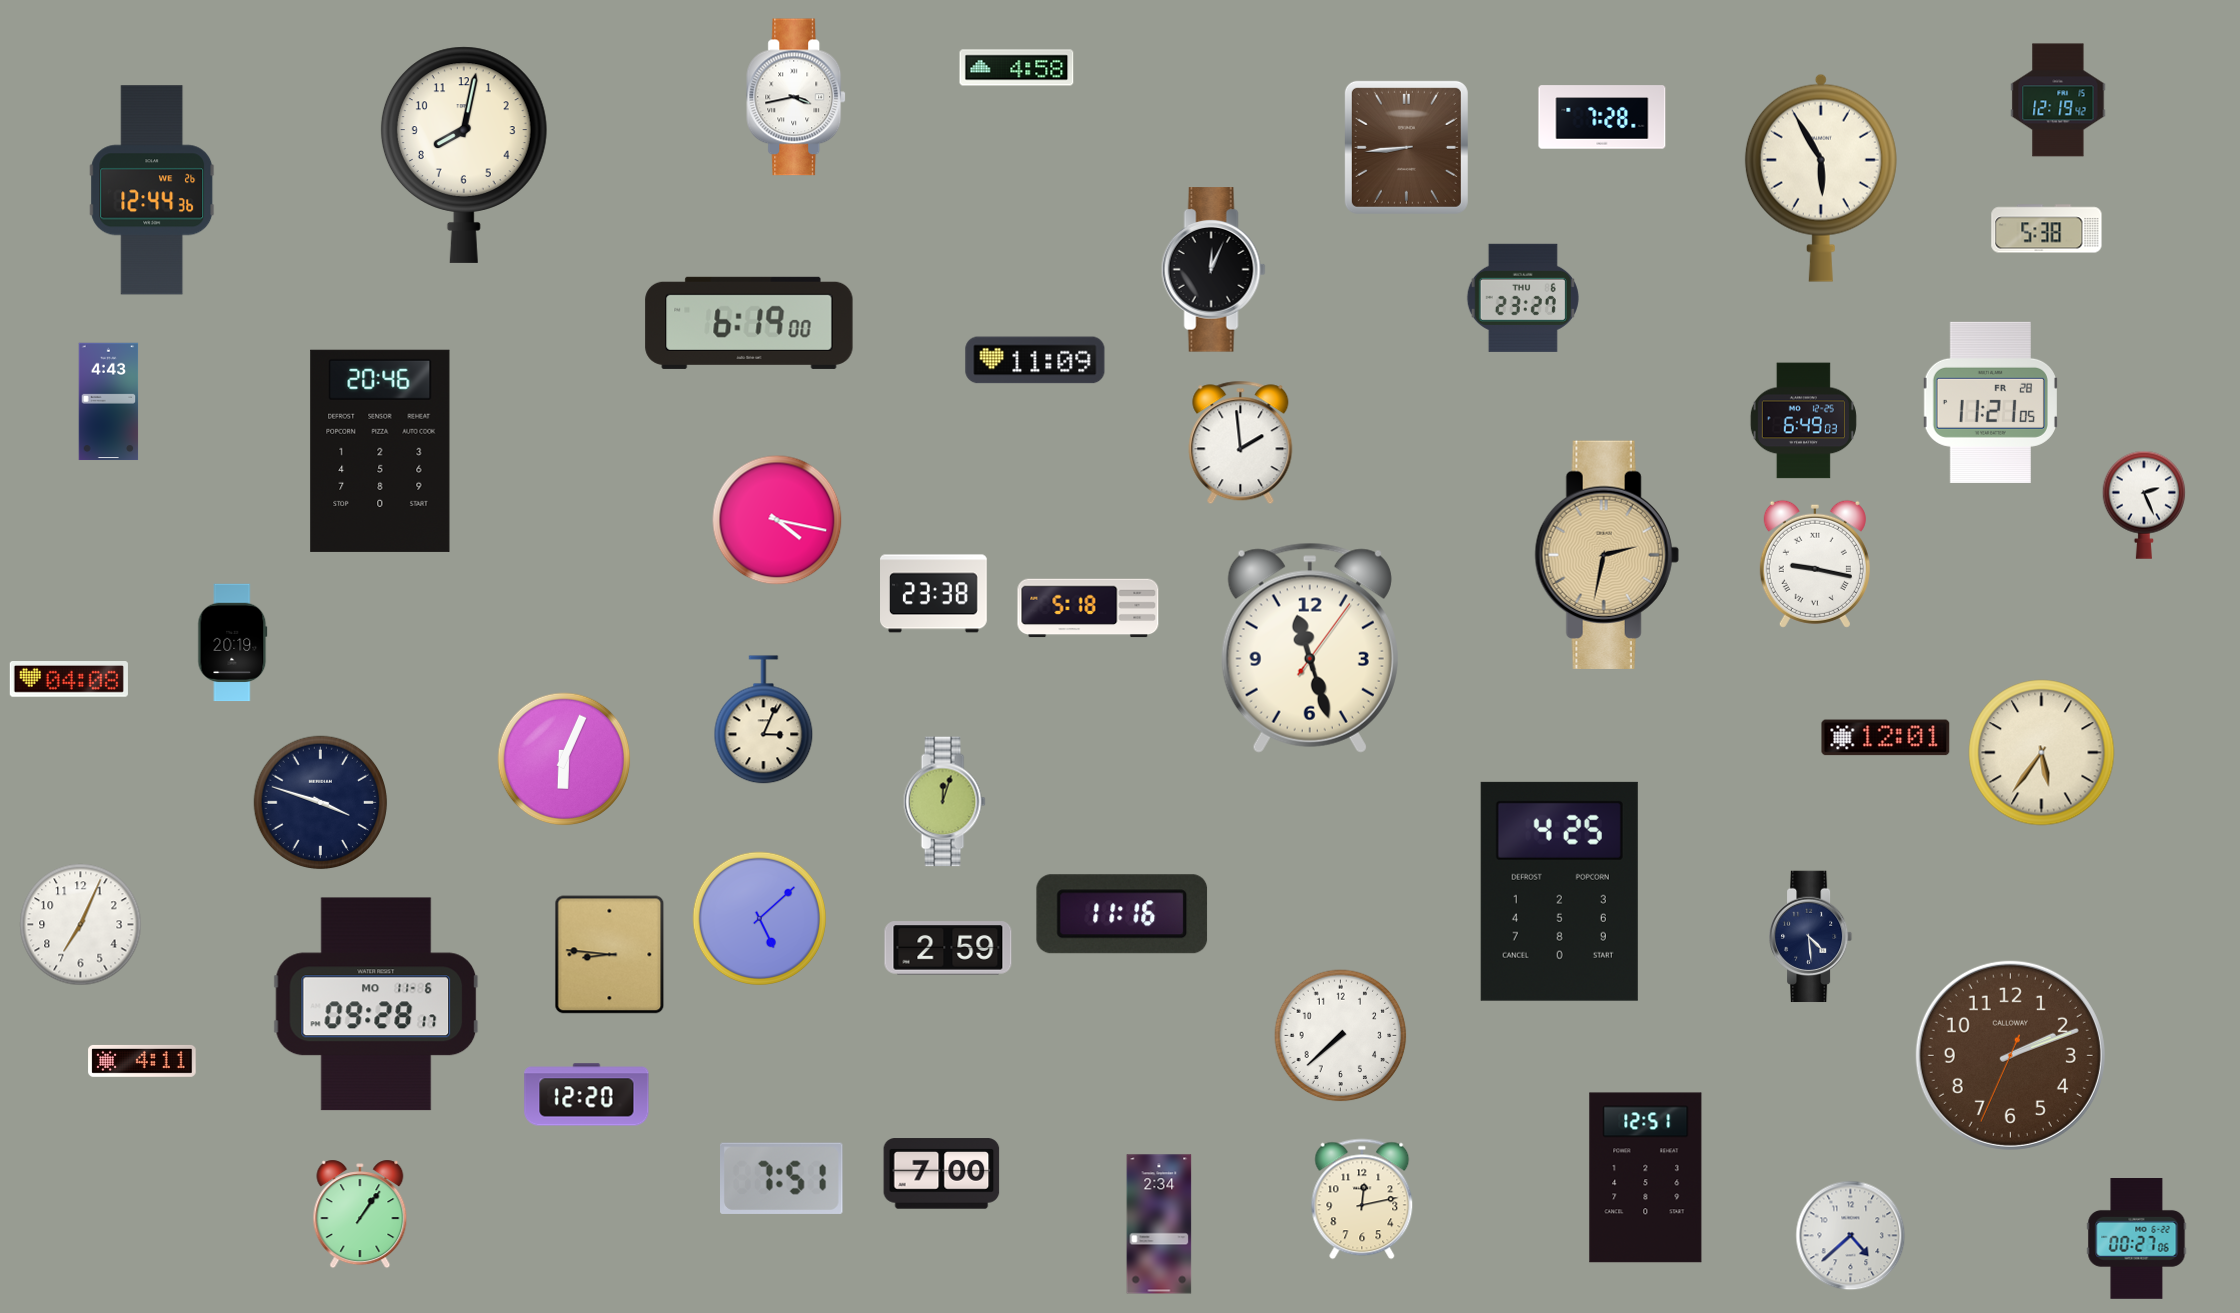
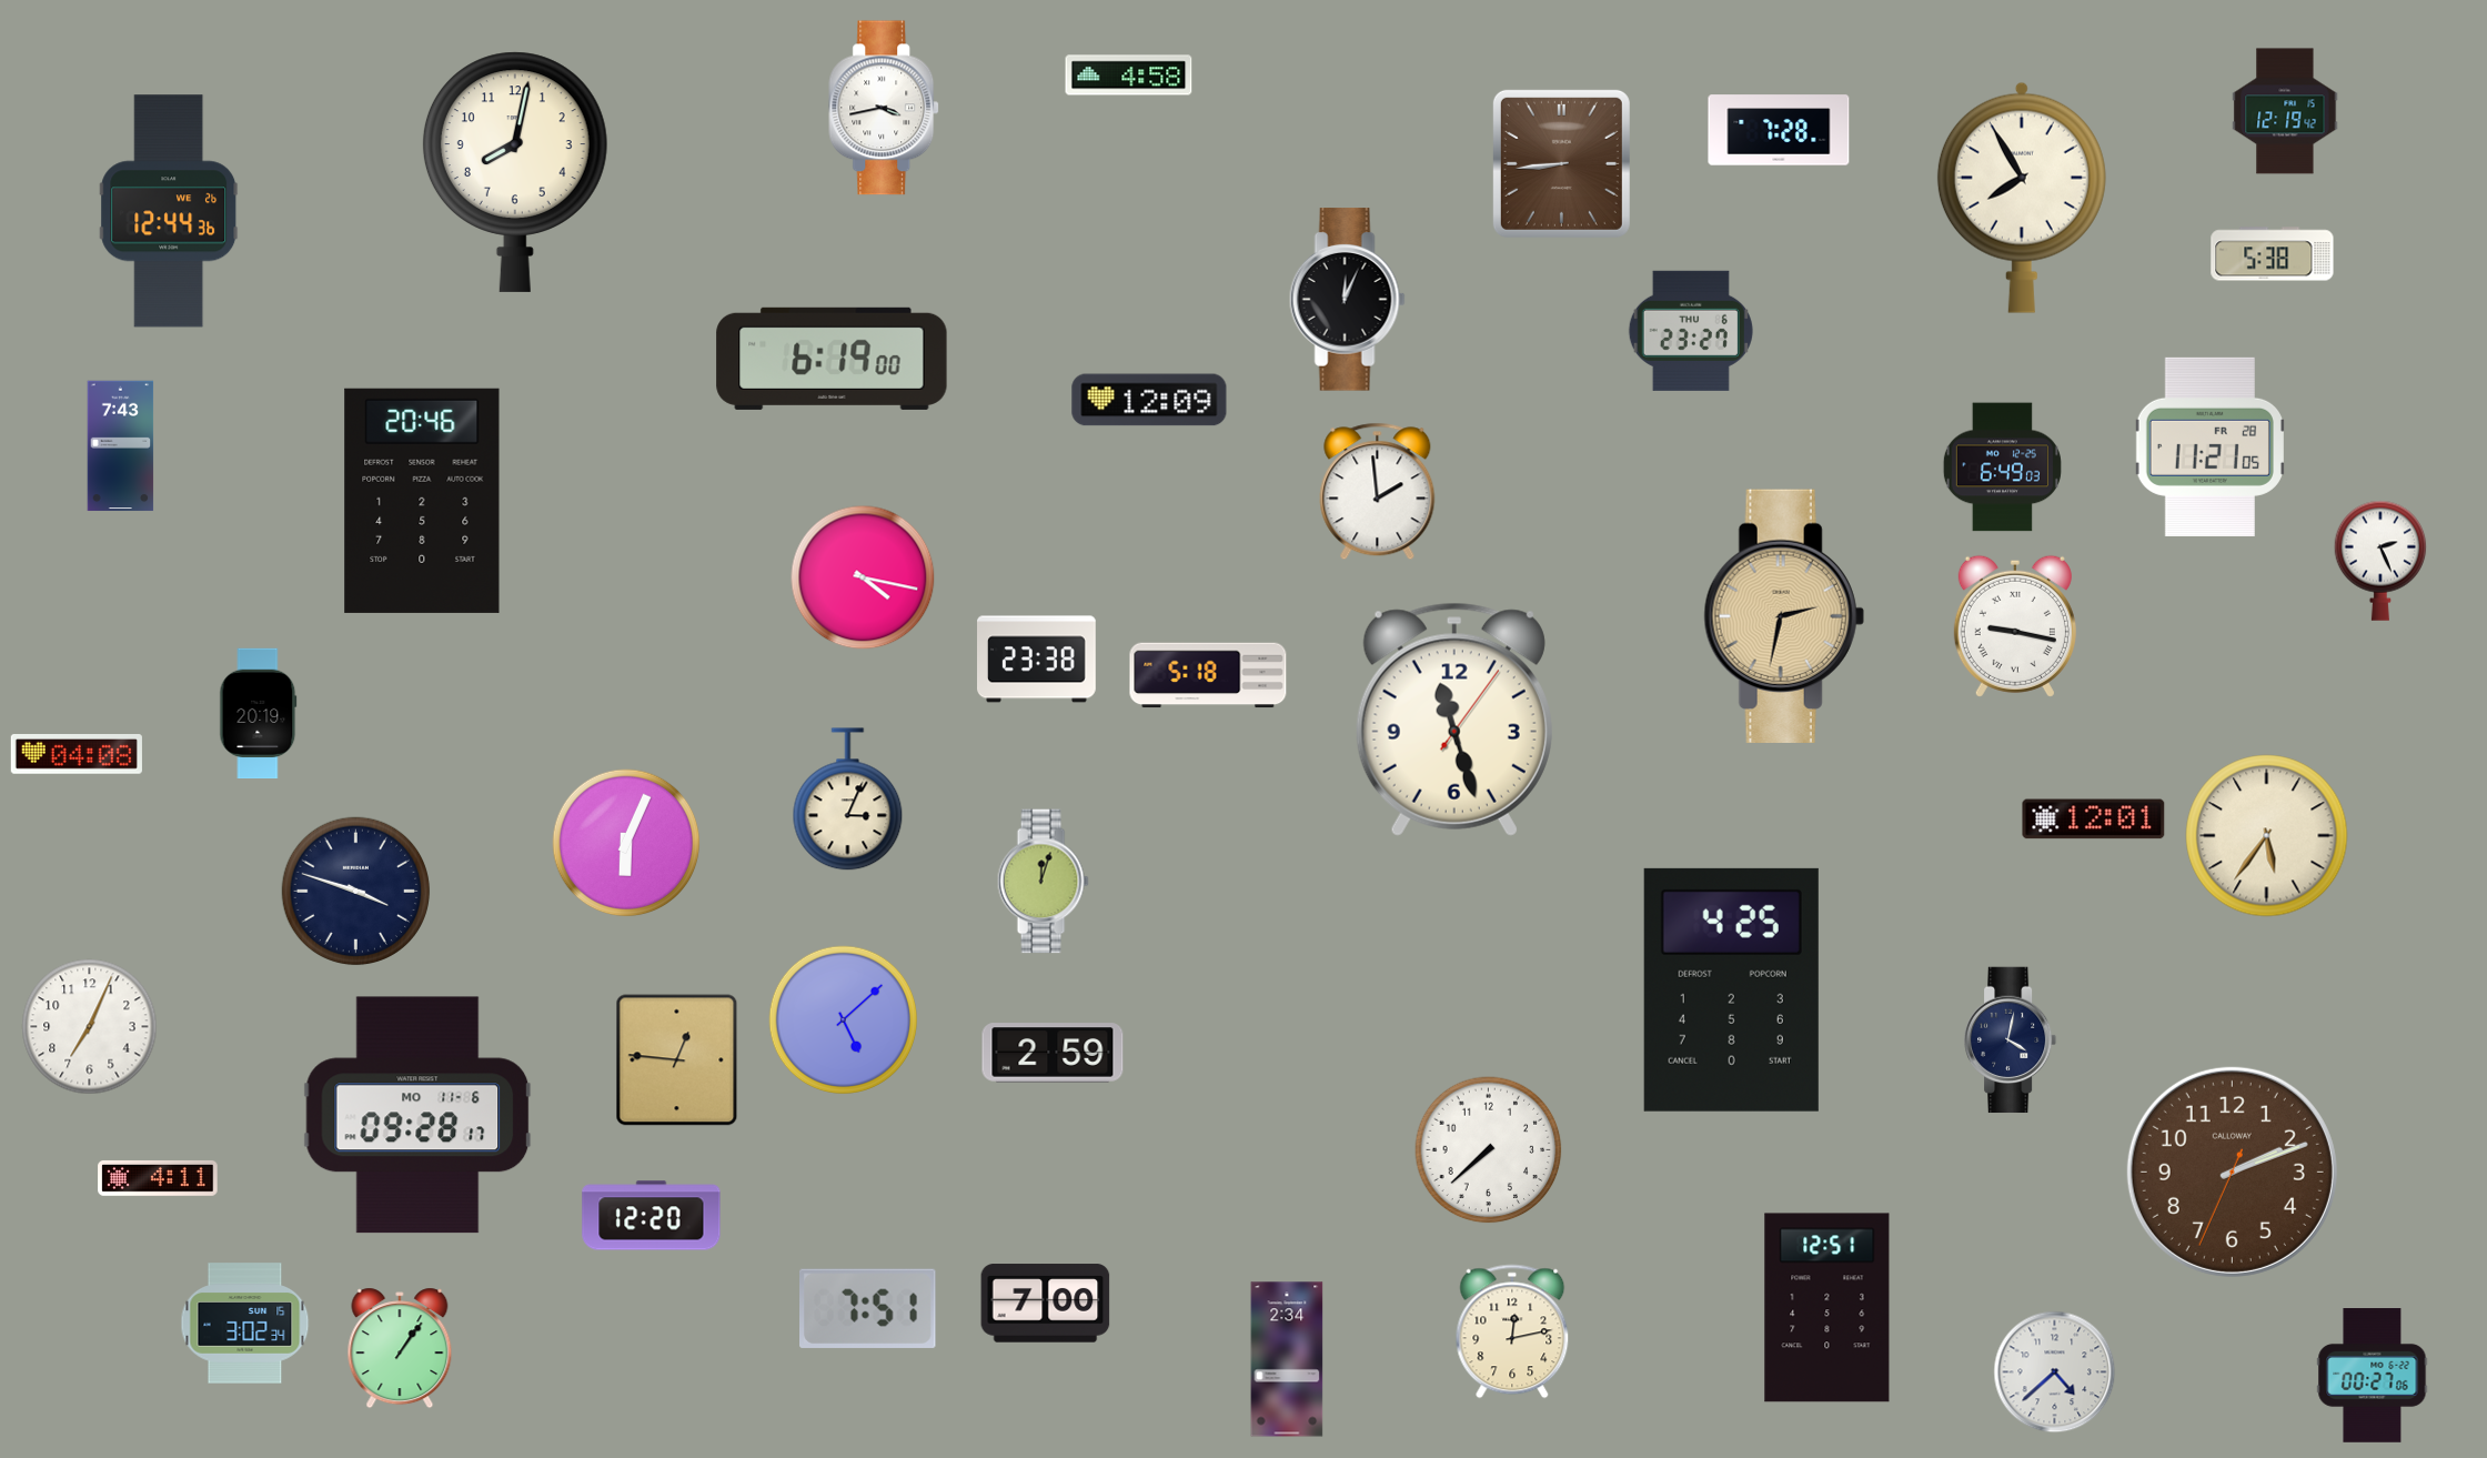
clock at (1821, 178): 5:55 -> 7:55
clock at (1035, 360): 11:09 -> 12:09
clock at (109, 402): 4:43 -> 7:43
clock at (944, 802) position: (944, 802) -> (1043, 882)
clock at (1122, 914): 11:16 -> none
clock at (1811, 937): 4:29 -> 4:02
clock at (610, 955): 8:46 -> 12:46
clock at (245, 1324): none -> 3:02
